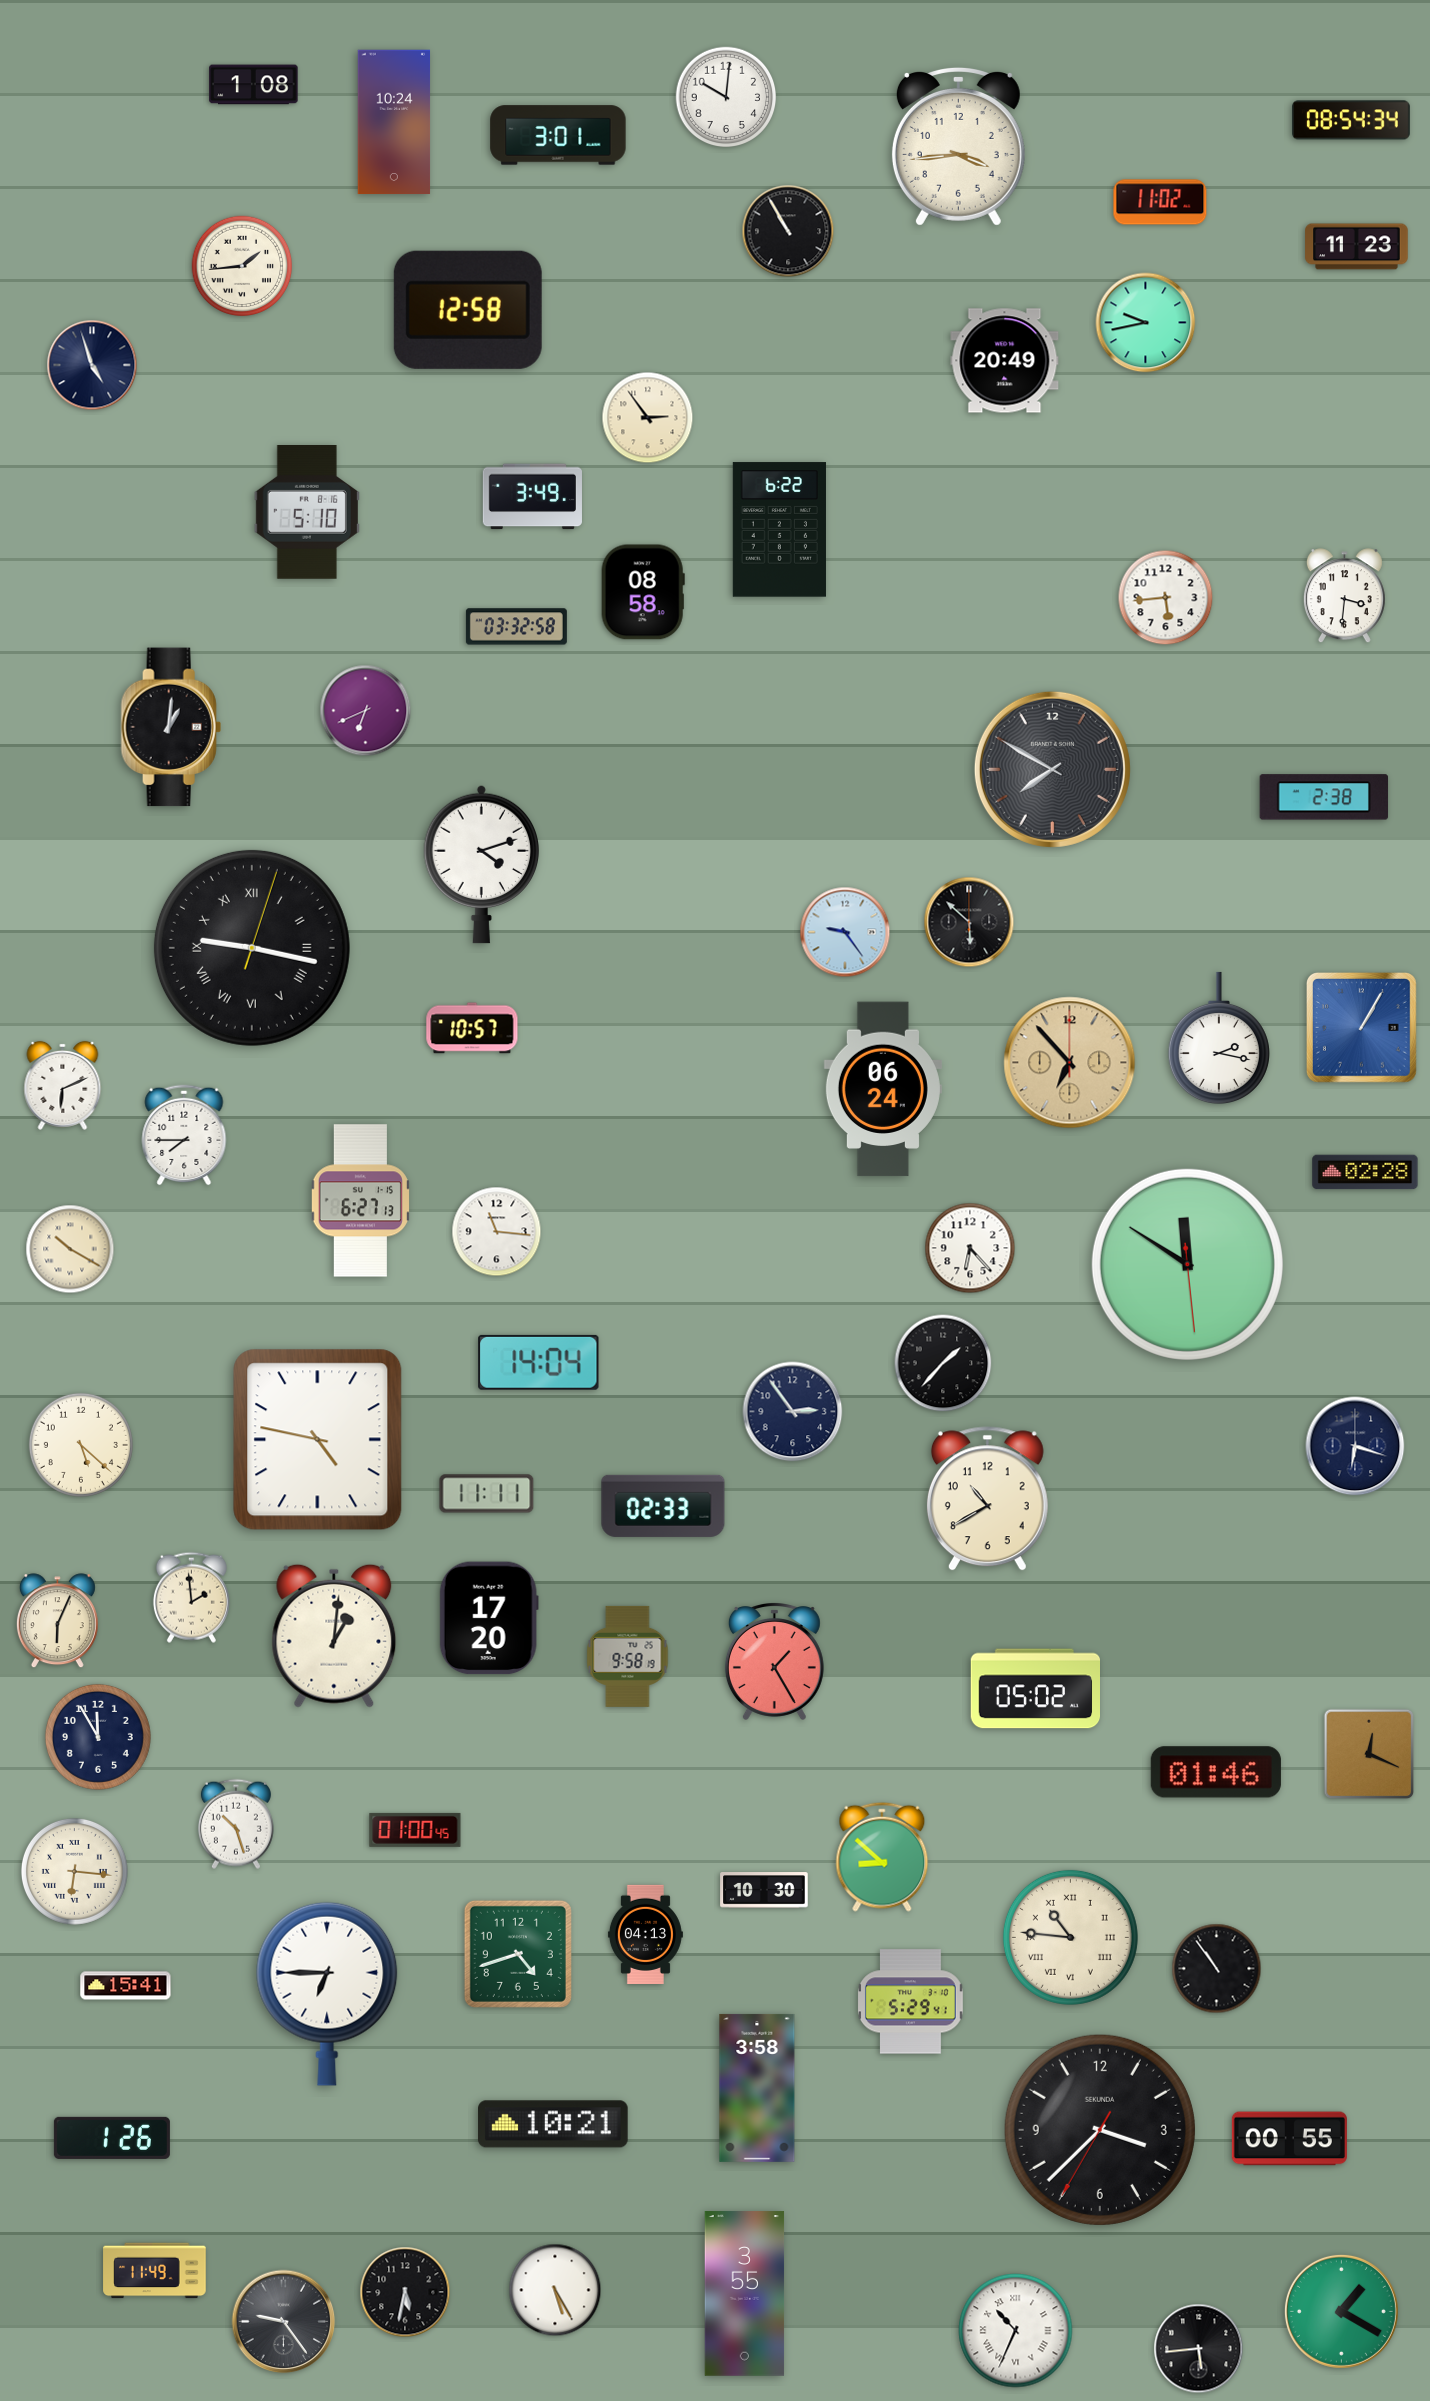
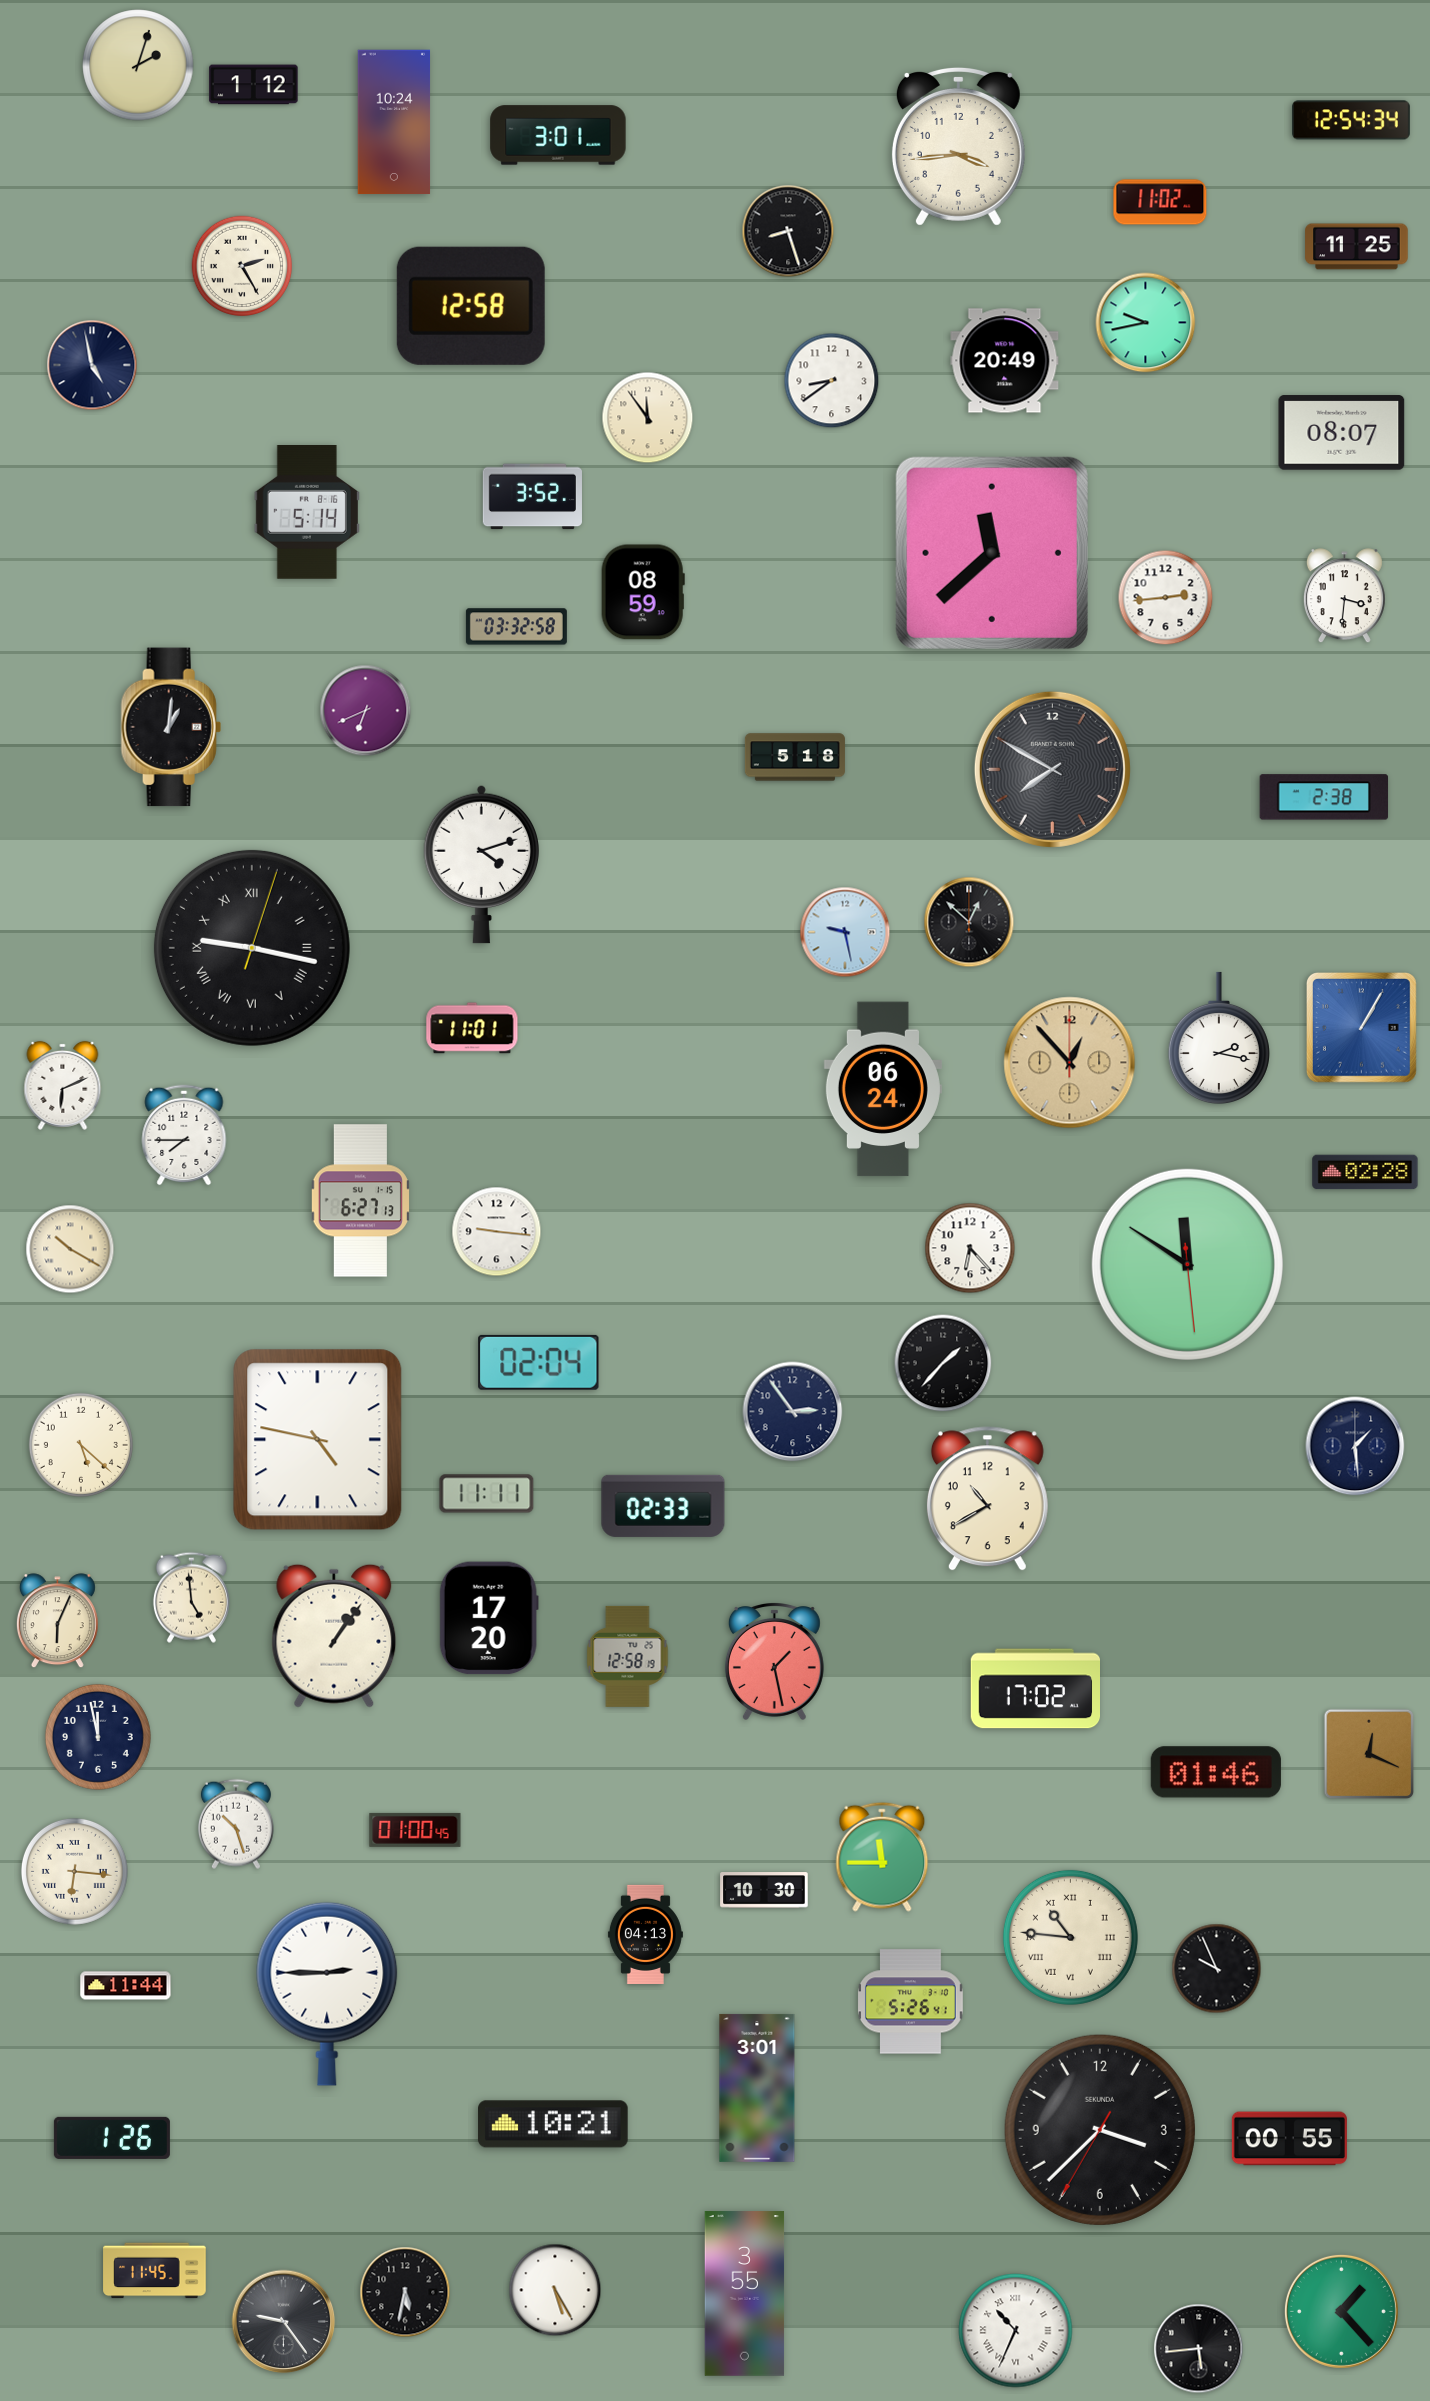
clock at (138, 65): none -> 2:03
clock at (254, 85): 1:08 -> 1:12
clock at (726, 97): 10:01 -> none
clock at (1352, 120): 08:54 -> 12:54
clock at (788, 231): 10:55 -> 8:27
clock at (1357, 247): 11:23 -> 11:25
clock at (242, 266): 1:44 -> 2:25
clock at (468, 310) position: (468, 310) -> (471, 306)
clock at (92, 365): 4:57 -> 4:58
clock at (832, 381): none -> 8:39
clock at (648, 418): 2:54 -> 11:54
clock at (1342, 433): none -> 08:07
clock at (532, 497): 3:49 -> 3:52
clock at (307, 513): 5:10 -> 5:14
clock at (779, 530): 6:22 -> none
clock at (992, 553): none -> 11:38
clock at (643, 592): 08:58 -> 08:59
clock at (1166, 598): 5:44 -> 2:44
clock at (795, 757): none -> 5:18
clock at (969, 922): 5:52 -> 12:52
clock at (845, 932): 9:24 -> 9:28
clock at (472, 1028): 10:57 -> 11:01
clock at (1070, 1063): 6:53 -> 12:53
clock at (497, 1232): 11:16 -> 9:16
clock at (539, 1362): 14:04 -> 02:04
clock at (1355, 1446): 6:18 -> 1:29
clock at (191, 1597): 1:59 -> 4:59
clock at (334, 1636): 1:01 -> 1:06
clock at (628, 1656): 9:58 -> 12:58
clock at (774, 1662): 1:25 -> 1:28
clock at (1036, 1689): 05:02 -> 17:02
clock at (98, 1737): 11:55 -> 11:58
clock at (882, 1857): 8:52 -> 11:45
clock at (518, 1954): 4:42 -> none
clock at (1217, 1969): 10:54 -> 9:56
clock at (126, 1986): 15:41 -> 11:44
clock at (327, 1994): 6:45 -> 2:45
clock at (910, 2002): 5:29 -> 5:26
clock at (757, 2088): 3:58 -> 3:01
clock at (155, 2271): 11:49 -> 11:45
clock at (1341, 2311): 1:20 -> 1:23
